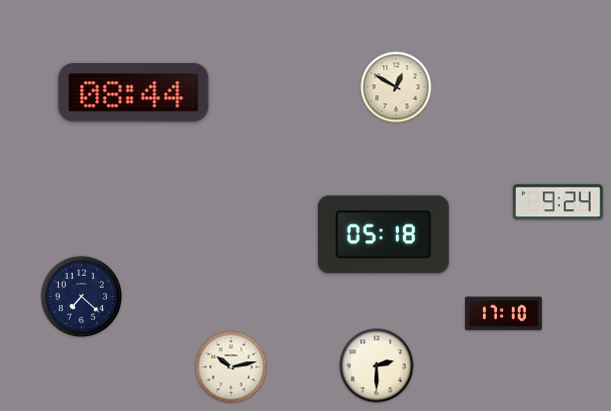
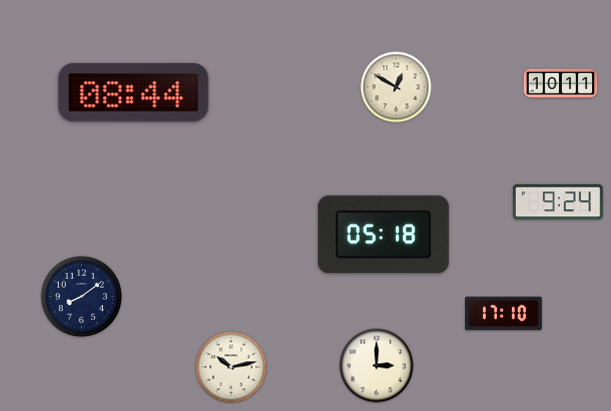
clock at (561, 83): none -> 10:11
clock at (82, 297): 7:22 -> 8:09
clock at (377, 366): 2:30 -> 3:00
